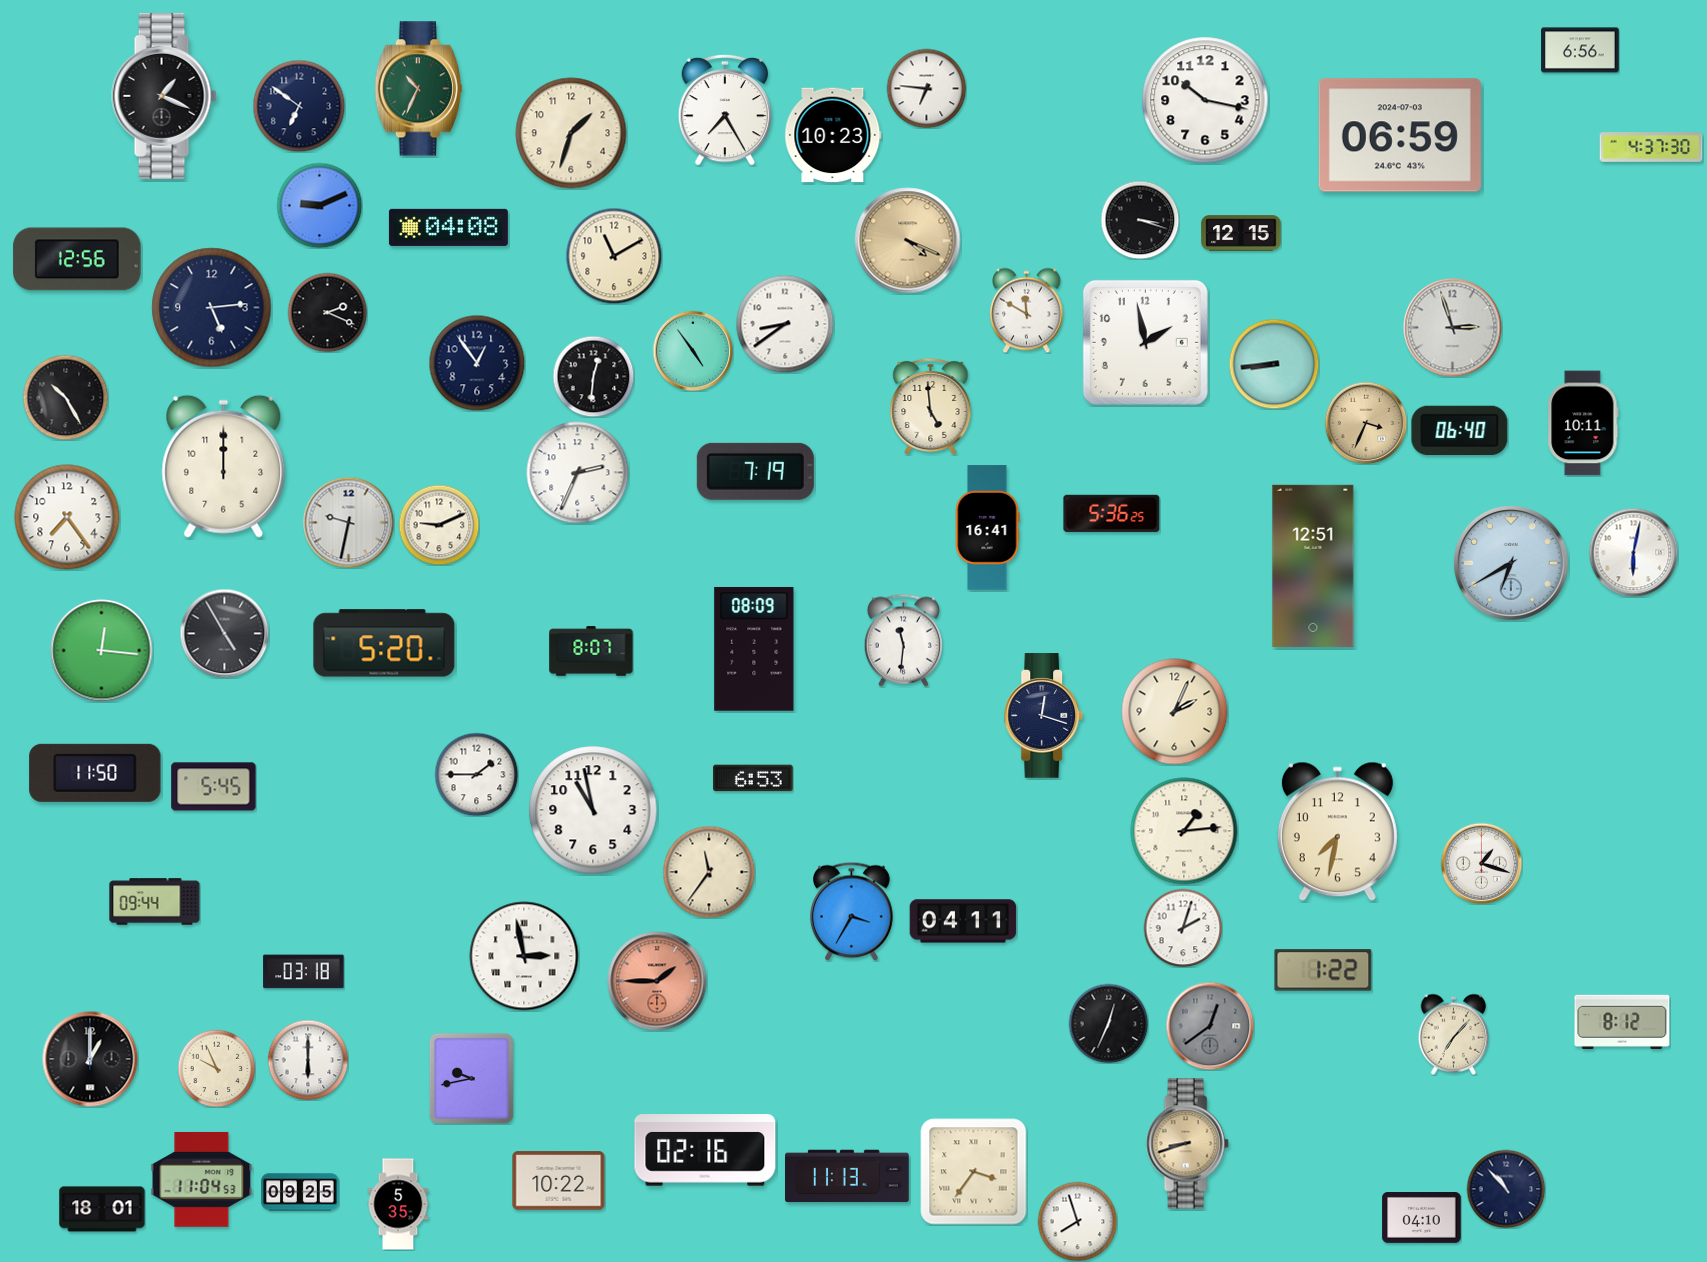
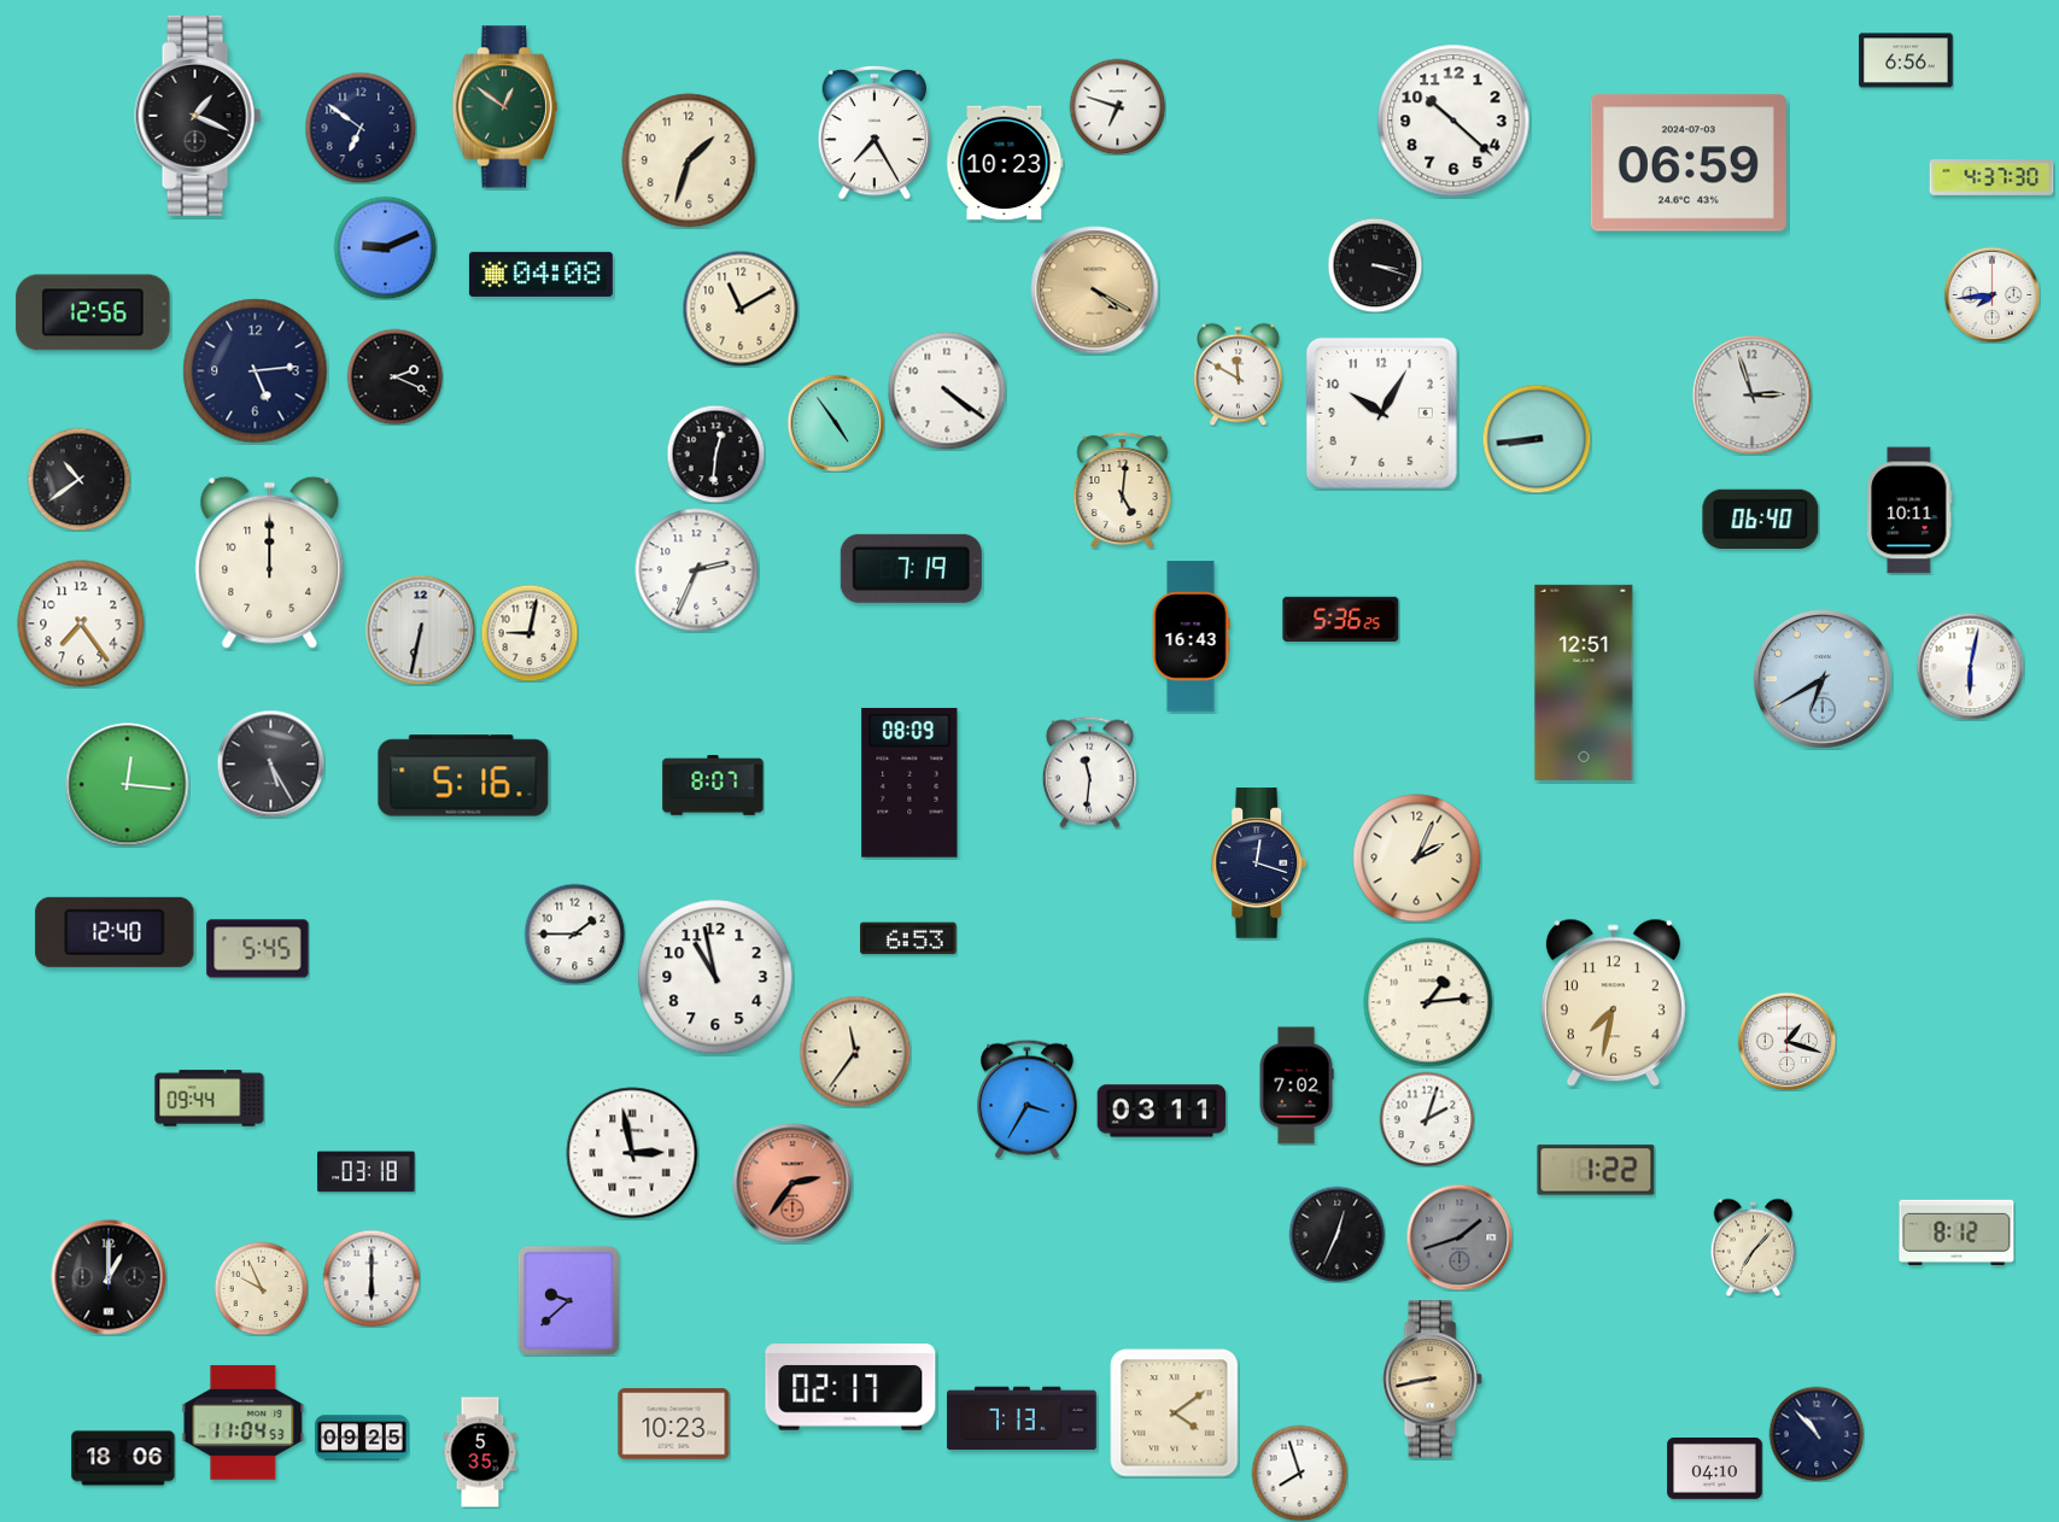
clock at (926, 88): 6:46 -> 6:48
clock at (418, 89): 10:34 -> 12:51
clock at (1205, 100): 10:17 -> 10:22
clock at (1241, 233): 12:15 -> none
clock at (908, 241): 4:19 -> 4:20
clock at (1991, 294): none -> 7:44
clock at (785, 324): 8:39 -> 4:21
clock at (1145, 342): 1:58 -> 10:05
clock at (477, 363): 12:54 -> none
clock at (65, 397): 10:25 -> 10:39
clock at (931, 406): 4:59 -> 5:01
clock at (1366, 423): 3:34 -> none
clock at (348, 522): 9:32 -> 6:32
clock at (439, 525): 9:11 -> 9:02
clock at (987, 528): 16:41 -> 16:43
clock at (224, 633): 4:55 -> 5:25
clock at (384, 643): 5:20 -> 5:16
clock at (102, 651) position: (102, 651) -> (128, 785)
clock at (95, 773): 11:50 -> 12:40
clock at (1297, 1085): none -> 7:02
clock at (155, 902) position: (155, 902) -> (210, 1099)
clock at (963, 921): 04:11 -> 03:11
clock at (657, 981): 1:45 -> 2:36
clock at (1210, 1026): 12:39 -> 1:42
clock at (471, 1078): 9:43 -> 9:38
clock at (1187, 1144): 8:42 -> 8:43
clock at (705, 1150): 02:16 -> 02:17
clock at (974, 1172): 3:36 -> 4:09
clock at (847, 1176): 11:13 -> 7:13
clock at (559, 1181): 10:22 -> 10:23
clock at (102, 1209): 18:01 -> 18:06
